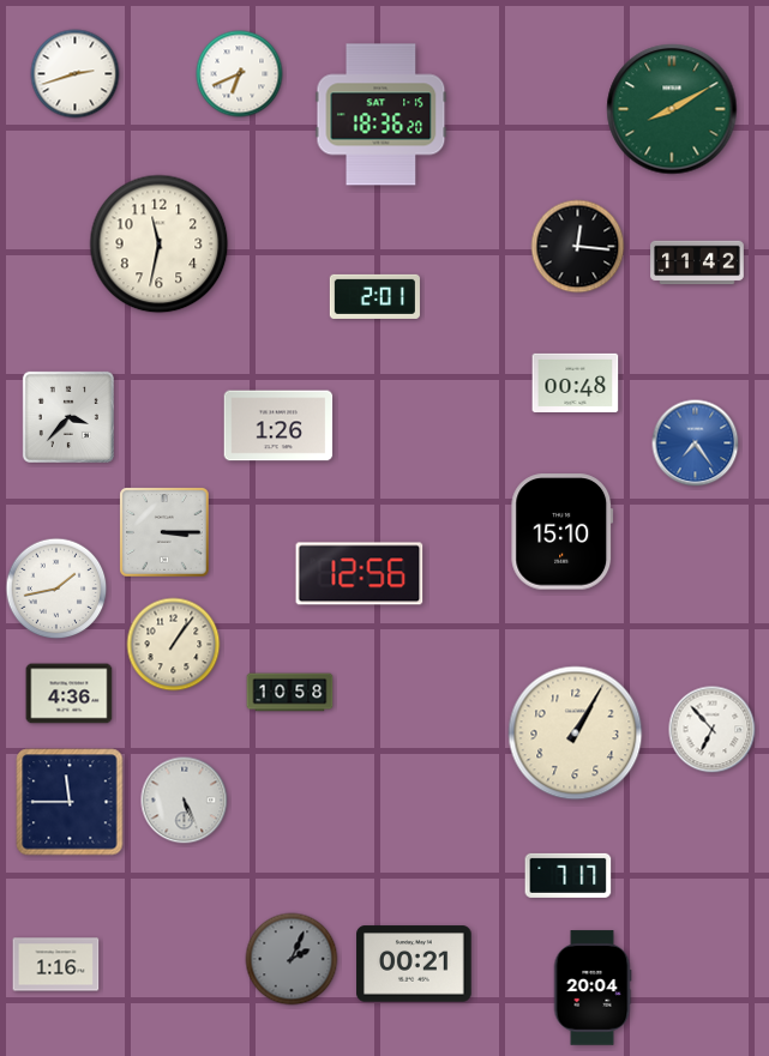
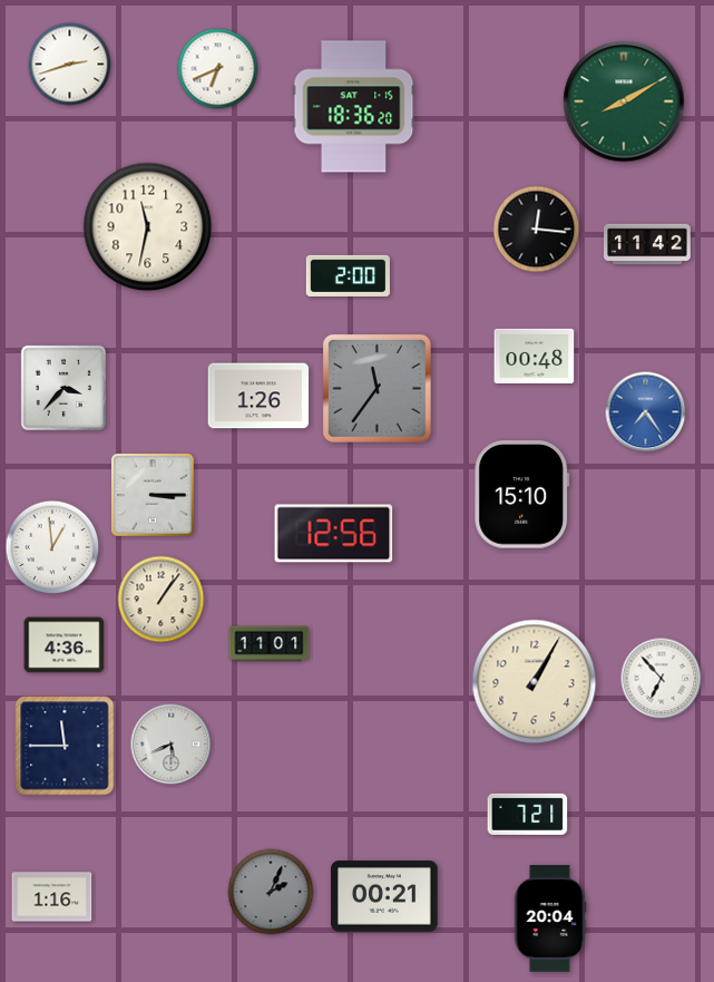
clock at (76, 74) position: (76, 74) -> (70, 65)
clock at (240, 74) position: (240, 74) -> (218, 69)
clock at (374, 296): 2:01 -> 2:00
clock at (376, 388): none -> 11:36
clock at (56, 589): 1:43 -> 12:59
clock at (290, 693): 10:58 -> 11:01
clock at (185, 801): 5:26 -> 5:41
clock at (569, 875): 7:17 -> 7:21
